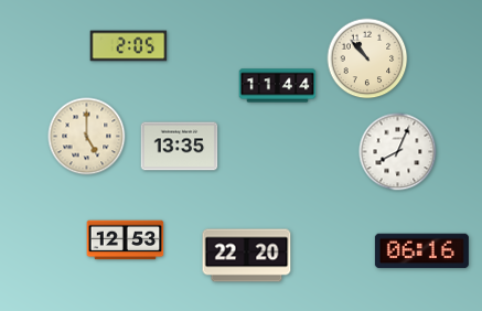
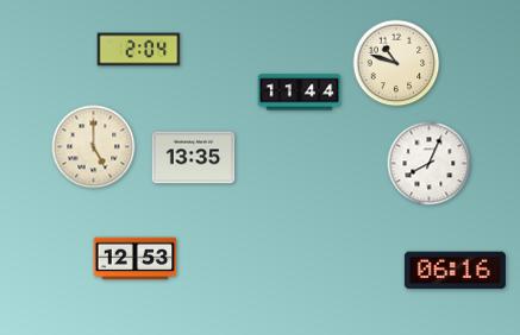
clock at (129, 46): 2:05 -> 2:04
clock at (367, 58): 10:53 -> 10:48
clock at (247, 256): 22:20 -> none
